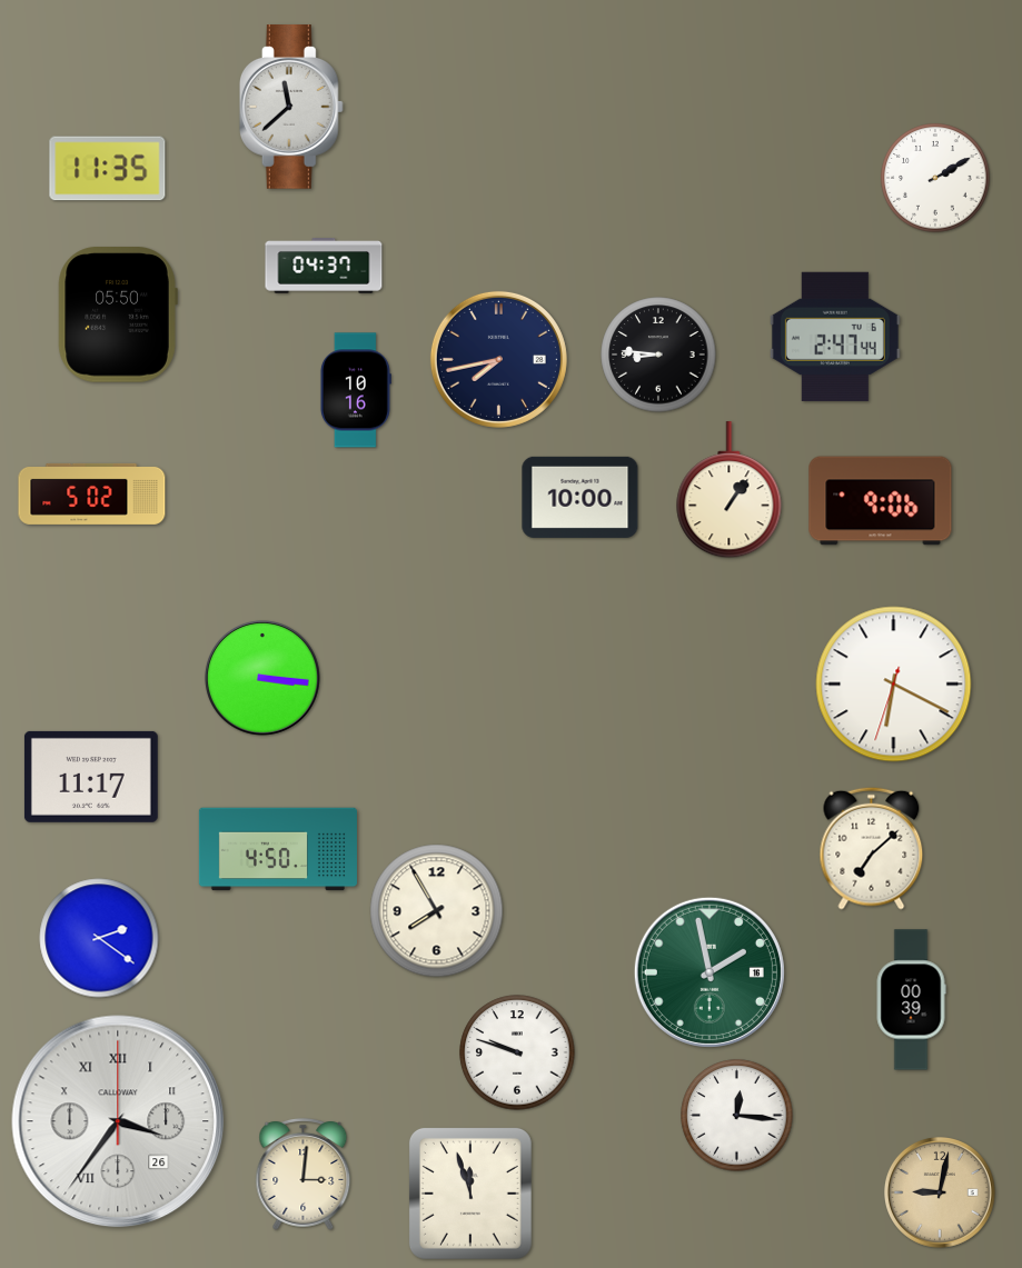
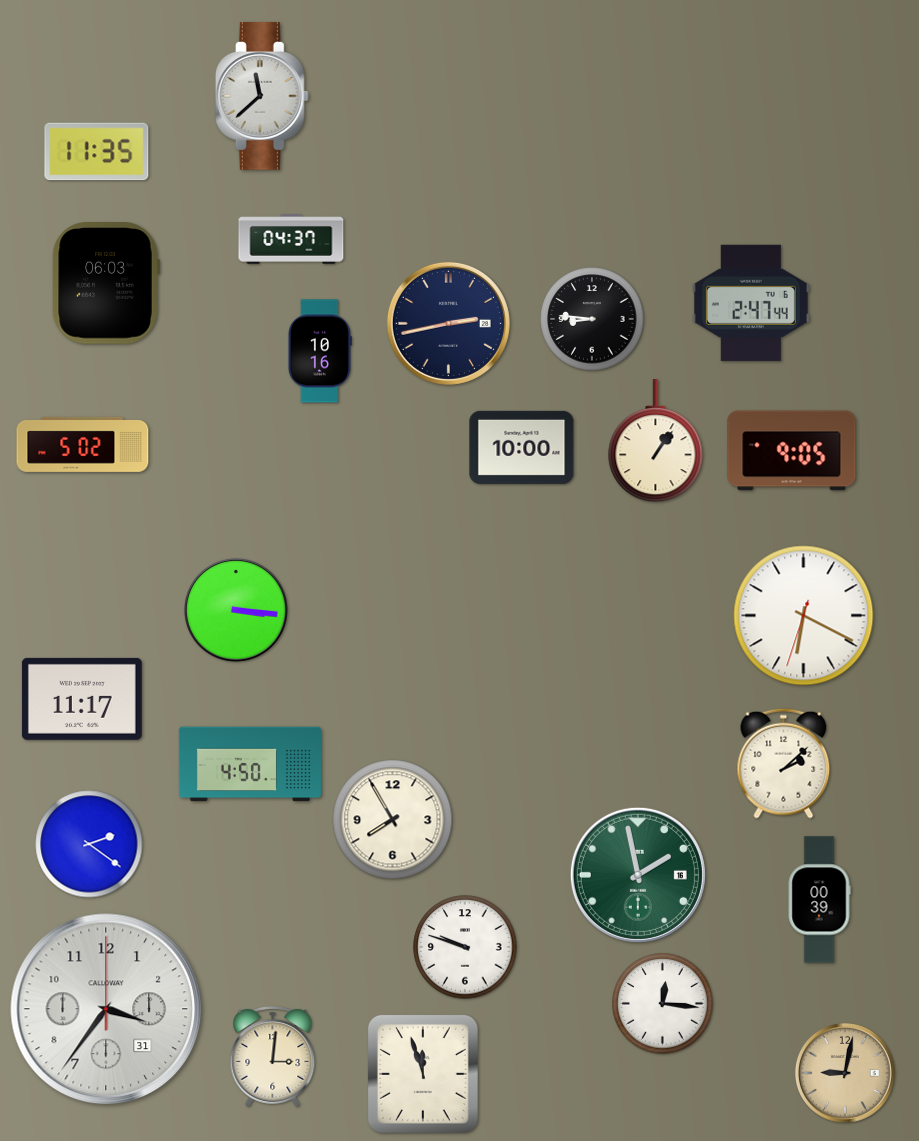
clock at (935, 178): 2:10 -> none
clock at (118, 316): 05:50 -> 06:03
clock at (498, 359): 7:43 -> 2:43
clock at (881, 501): 9:06 -> 9:05
clock at (872, 848): 7:08 -> 2:08
clock at (118, 1121) date: 26 -> 31
clock at (118, 1121) numerals: Roman -> Arabic
